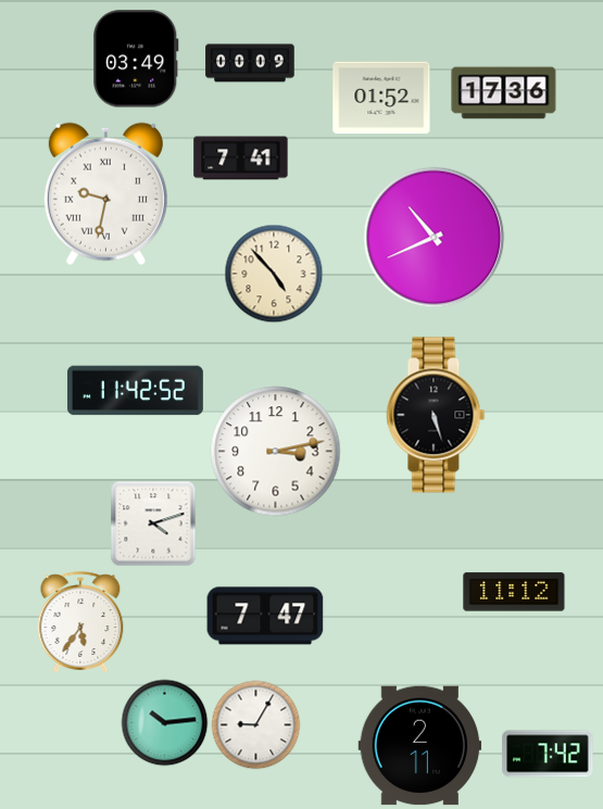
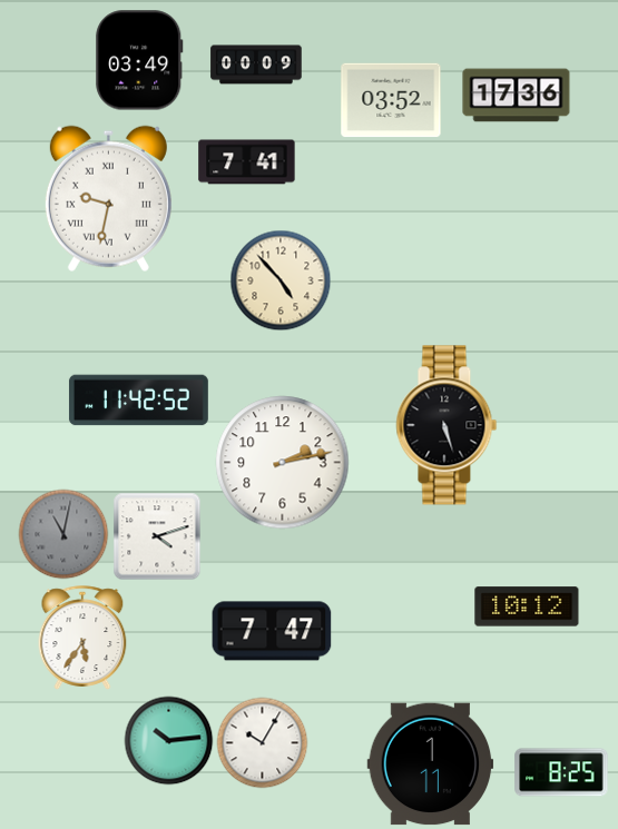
clock at (381, 98): 01:52 -> 03:52
clock at (435, 238): 10:41 -> none
clock at (276, 452): 3:13 -> 2:13
clock at (63, 534): none -> 11:02
clock at (514, 592): 11:12 -> 10:12
clock at (255, 724): 9:05 -> 10:05
clock at (420, 746): 2:11 -> 1:11
clock at (548, 754): 7:42 -> 8:25
